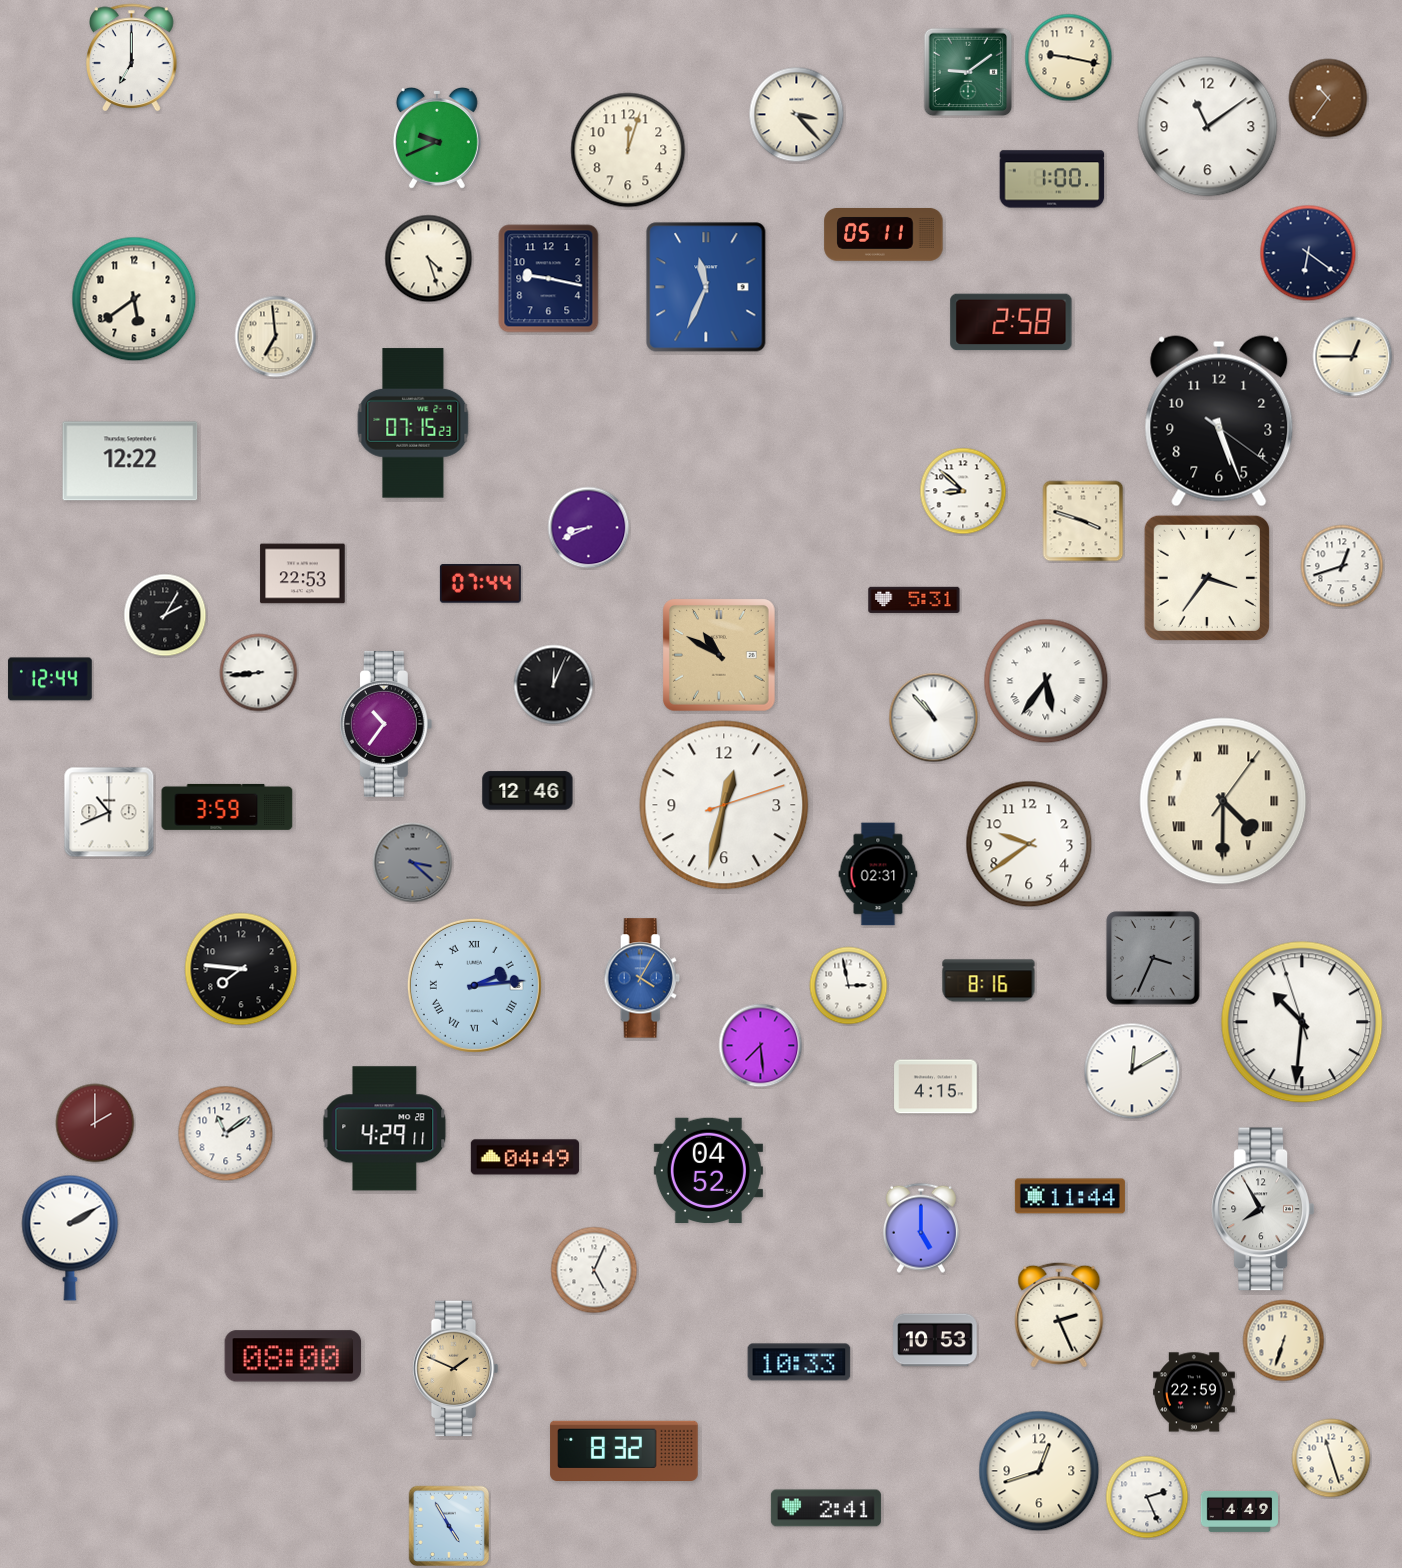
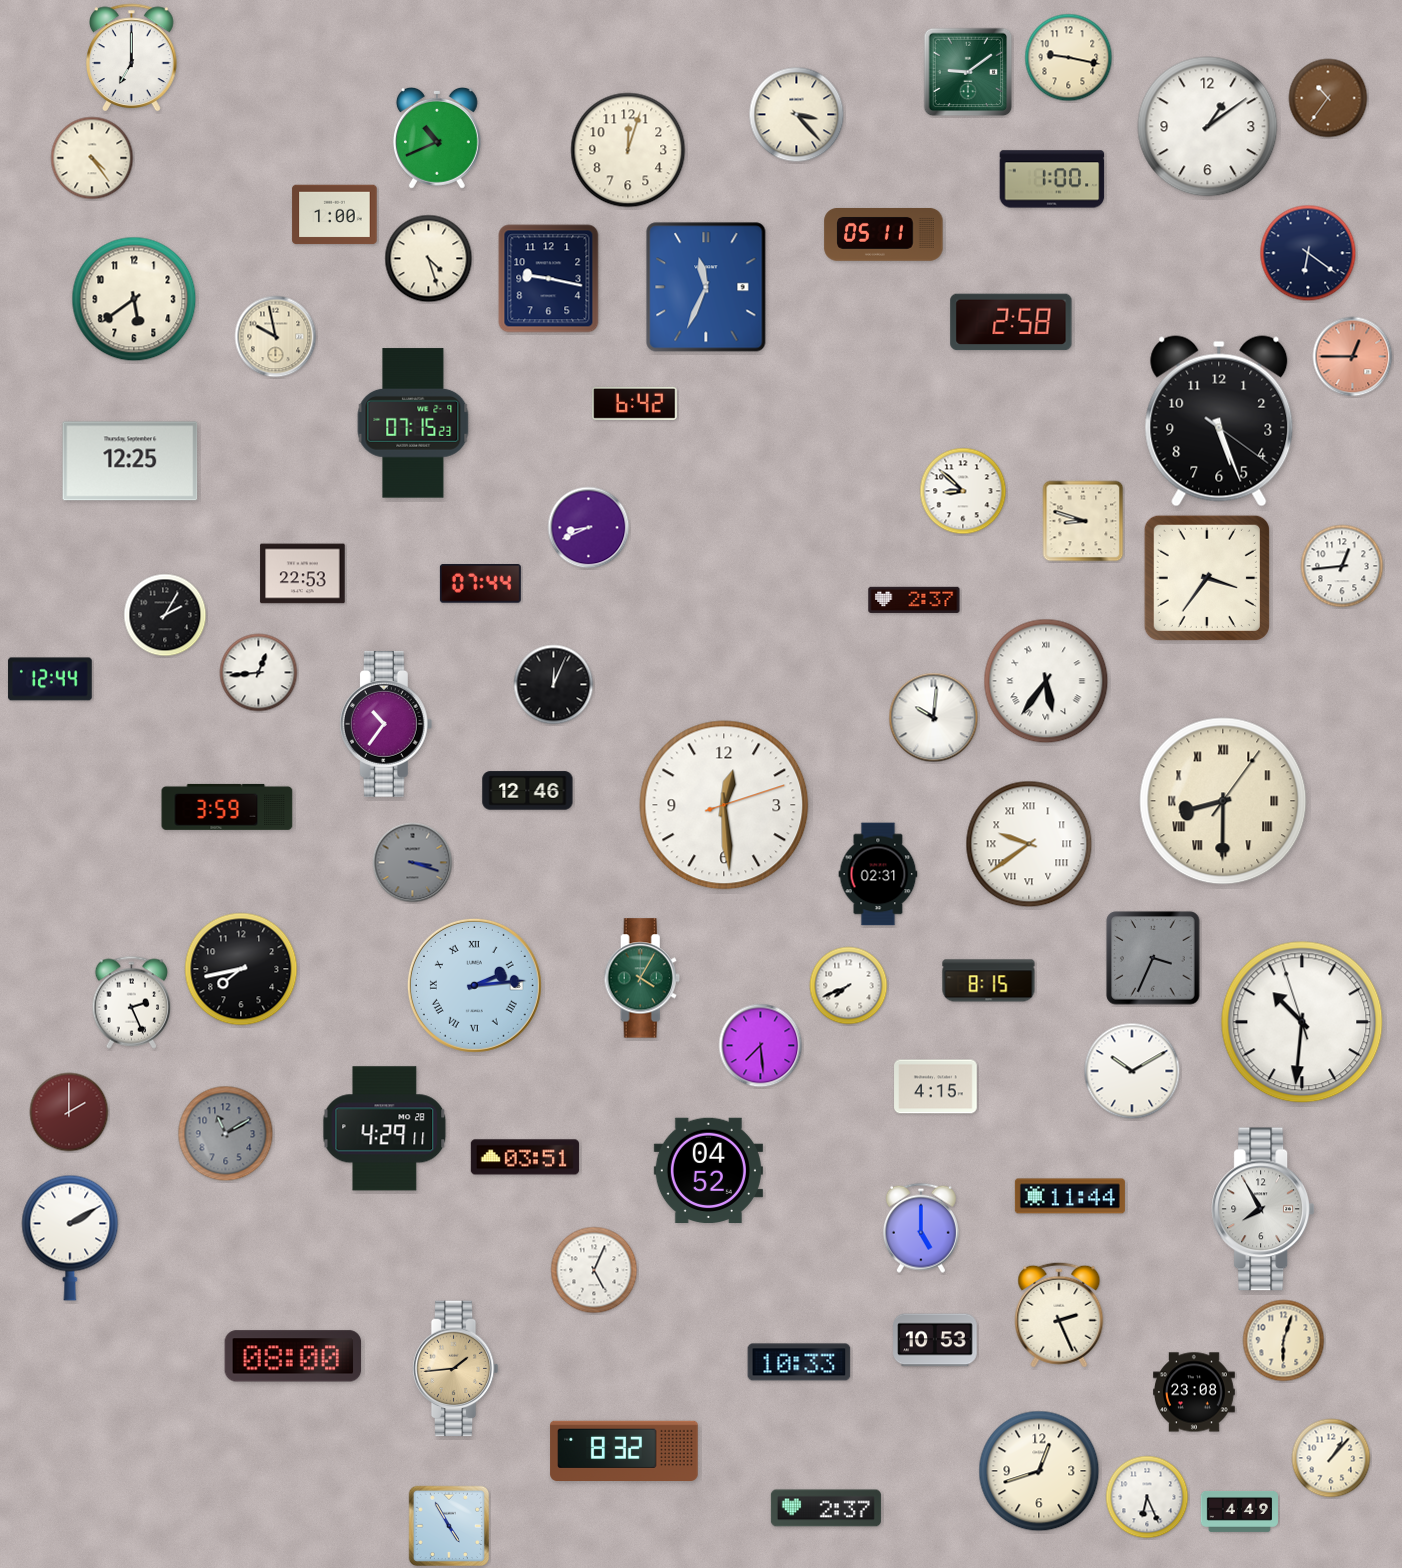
clock at (1208, 127): 11:09 -> 1:09
clock at (437, 138): 9:41 -> 10:41
clock at (92, 158): none -> 4:24
clock at (335, 215): none -> 1:00
clock at (276, 337): 6:59 -> 9:58
clock at (1353, 357) dial: cream -> salmon
clock at (635, 403): none -> 6:42
clock at (130, 461): 12:22 -> 12:25
clock at (1083, 521): 3:48 -> 8:48
clock at (1342, 566): 12:42 -> 12:44
clock at (914, 600): 5:31 -> 2:37
clock at (720, 656): 10:50 -> none
clock at (259, 673): 8:44 -> 12:44
clock at (934, 718): 10:53 -> 10:01
clock at (1223, 801): 4:30 -> 8:30
clock at (724, 805): 12:32 -> 12:29
clock at (109, 812): 10:41 -> none
clock at (1029, 844) numerals: Arabic -> Roman
clock at (413, 863): 3:22 -> 3:18
clock at (241, 969): 7:46 -> 7:43
clock at (642, 978) dial: blue -> green
clock at (989, 981): 8:16 -> 8:15
clock at (849, 986): 2:58 -> 7:41
clock at (132, 1002): none -> 2:26
clock at (1132, 1071): 12:10 -> 10:10
clock at (95, 1123) position: (95, 1123) -> (69, 1112)
clock at (226, 1134): 11:09 -> 11:10
clock at (226, 1134) dial: white -> grey
clock at (525, 1157): 04:49 -> 03:51
clock at (1284, 1341): 6:33 -> 6:03
clock at (455, 1369): 1:49 -> 1:44
clock at (1195, 1392): 22:59 -> 23:08
clock at (1331, 1458): 11:27 -> 1:07
clock at (1147, 1497): 2:26 -> 6:26
clock at (826, 1508): 2:41 -> 2:37
